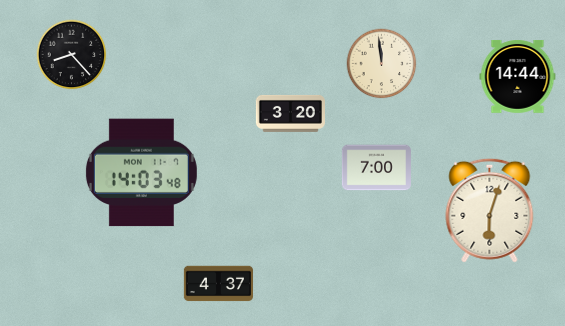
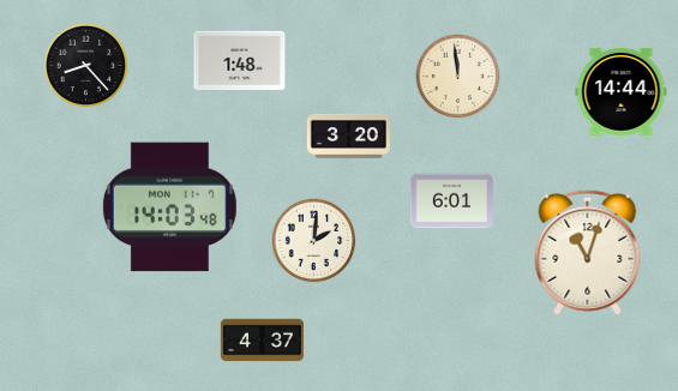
clock at (240, 60): none -> 1:48
clock at (376, 168): 7:00 -> 6:01
clock at (314, 241): none -> 2:01
clock at (490, 210): 6:03 -> 11:03
